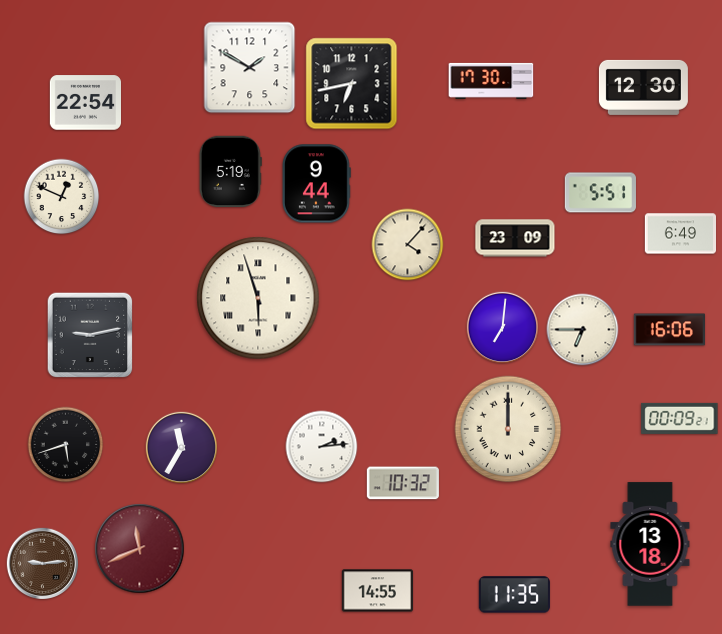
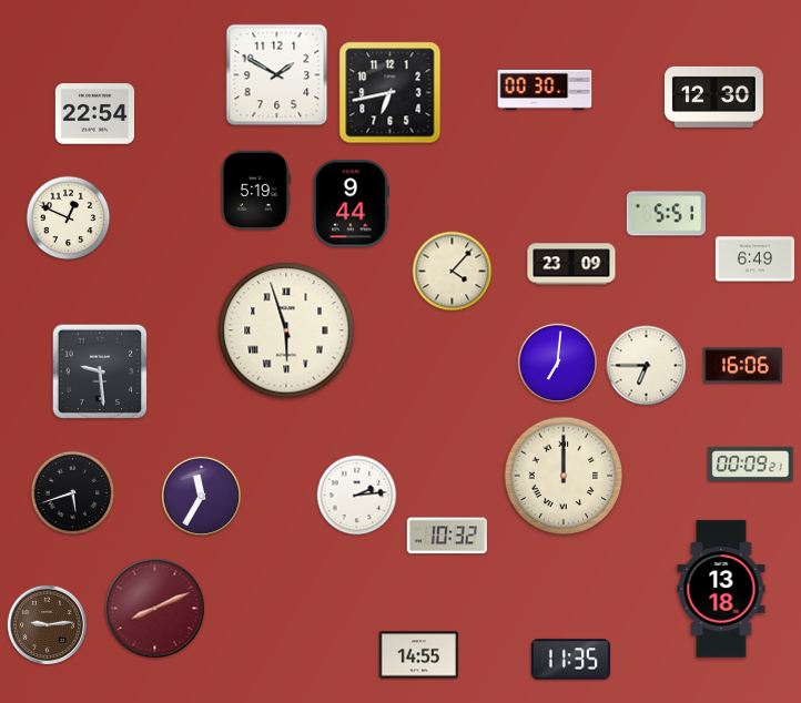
clock at (491, 81): 17:30 -> 00:30
clock at (90, 335): 9:13 -> 9:29
clock at (680, 418) position: (680, 418) -> (751, 463)
clock at (650, 544) position: (650, 544) -> (721, 589)
clock at (140, 549): 11:41 -> 8:11
